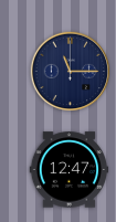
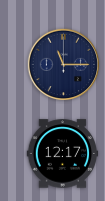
clock at (70, 170): 12:47 -> 12:17
